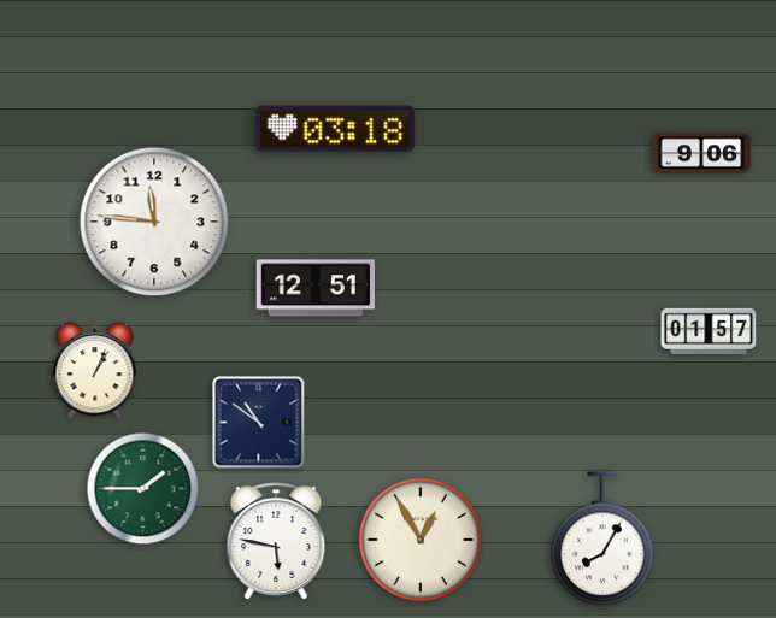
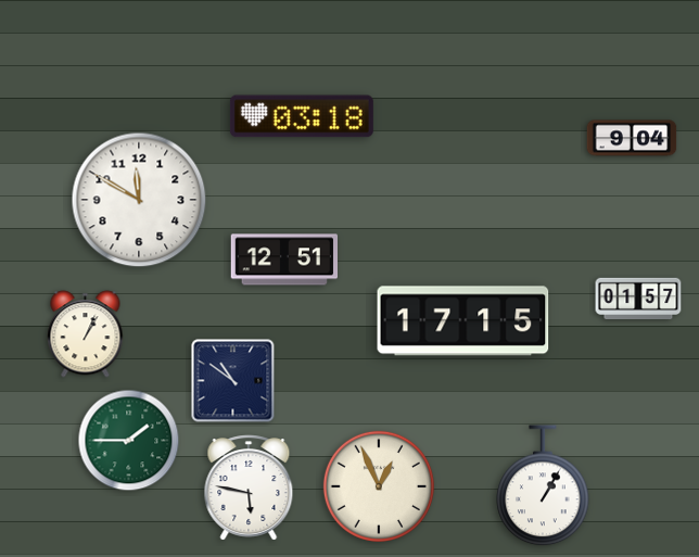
clock at (701, 153): 9:06 -> 9:04
clock at (154, 222): 11:46 -> 11:50
clock at (463, 321): none -> 17:15
clock at (421, 540): 12:55 -> 12:56
clock at (602, 540): 8:05 -> 1:05
